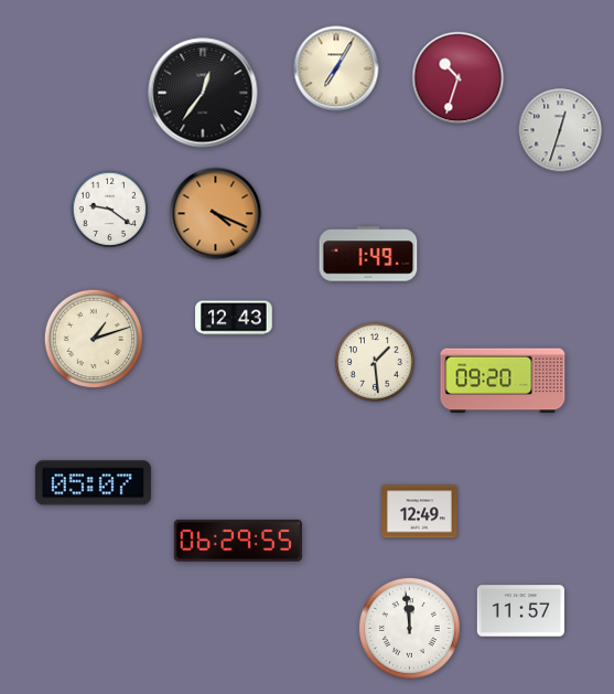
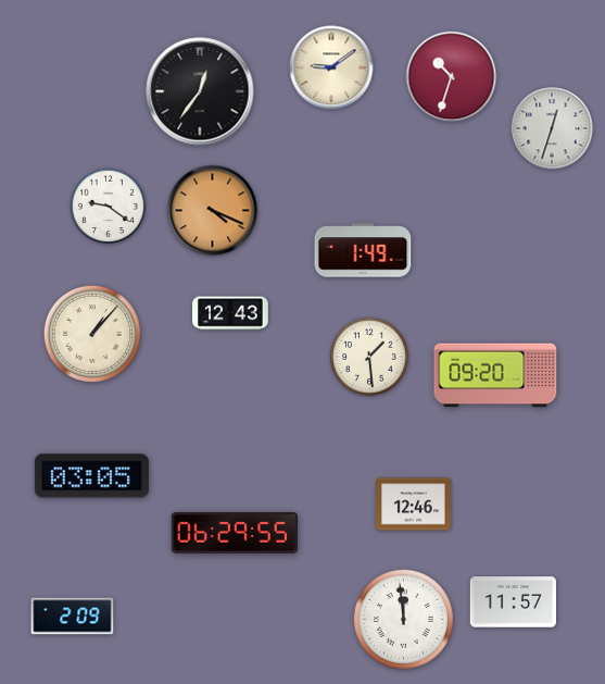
clock at (336, 68): 7:05 -> 9:09
clock at (93, 338): 1:12 -> 1:07
clock at (93, 483): 05:07 -> 03:05
clock at (419, 512): 12:49 -> 12:46
clock at (73, 617): none -> 2:09
